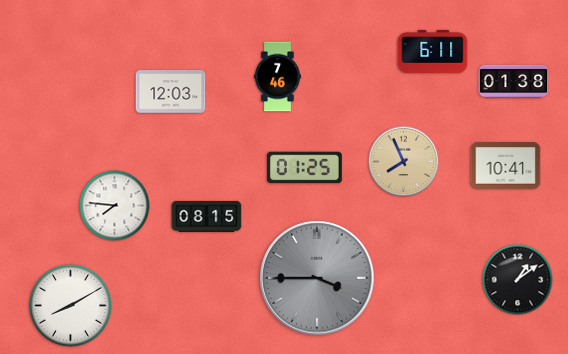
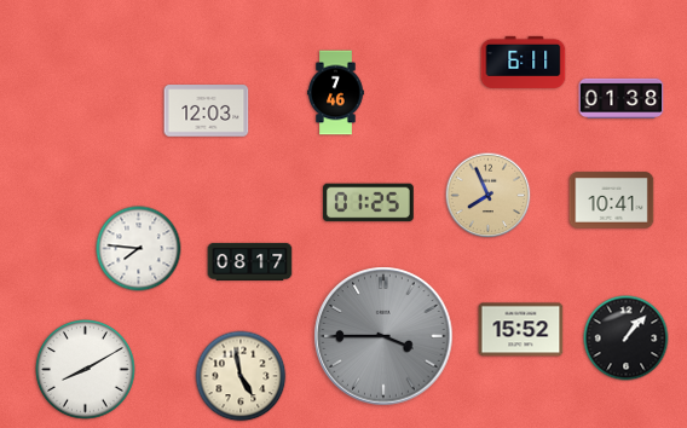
clock at (207, 216): 08:15 -> 08:17
clock at (521, 330): none -> 15:52
clock at (518, 280): 1:09 -> 1:07
clock at (241, 376): none -> 4:58
